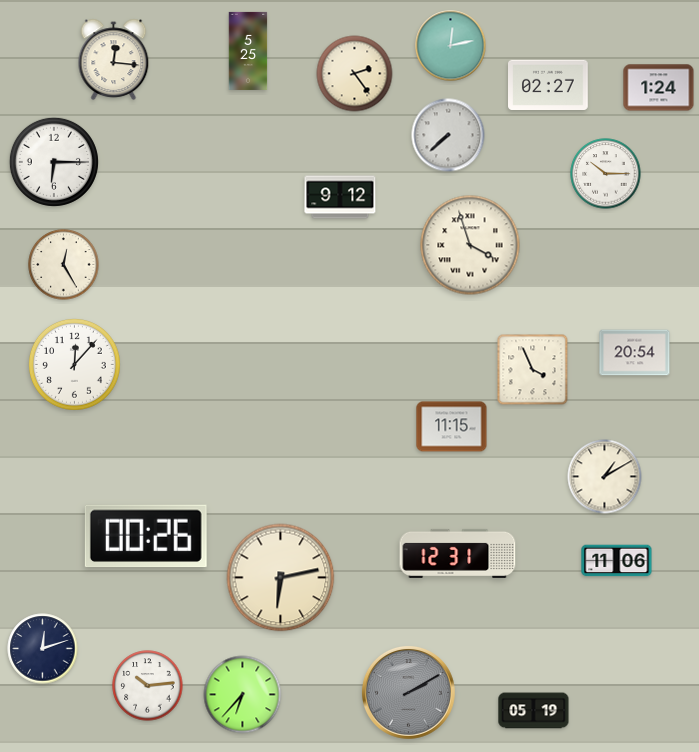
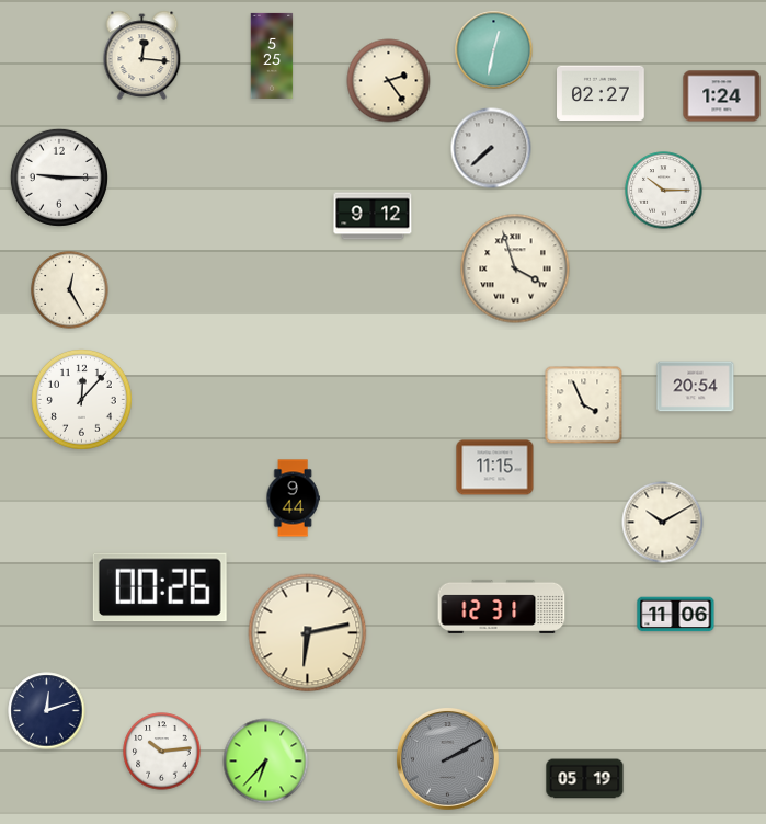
clock at (451, 46): 12:13 -> 12:32
clock at (114, 60) position: (114, 60) -> (142, 56)
clock at (54, 162): 6:15 -> 9:15
clock at (293, 499): none -> 9:44
clock at (605, 477): 1:10 -> 10:10
